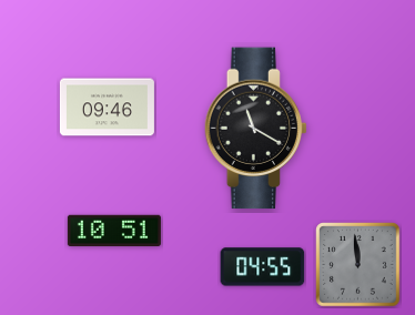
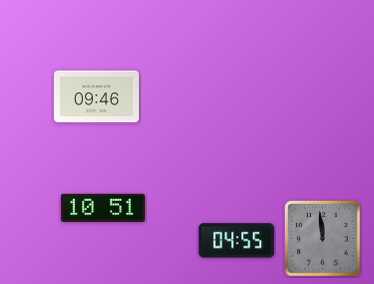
clock at (255, 129): 11:20 -> none
